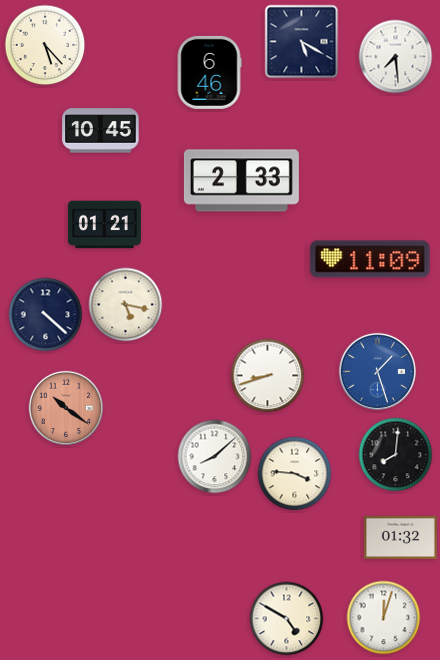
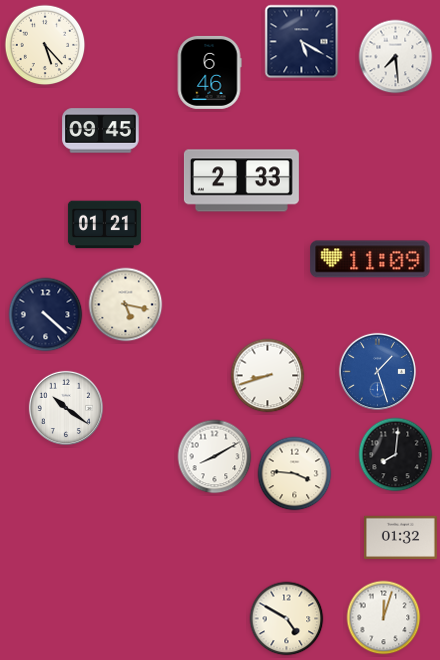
clock at (101, 131): 10:45 -> 09:45
clock at (66, 408) dial: salmon -> white
clock at (215, 457): 8:08 -> 8:10
